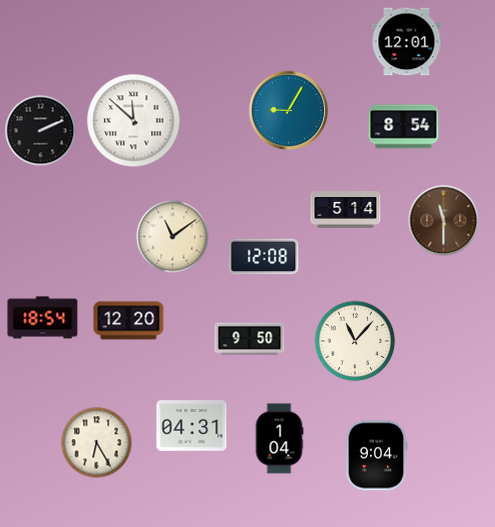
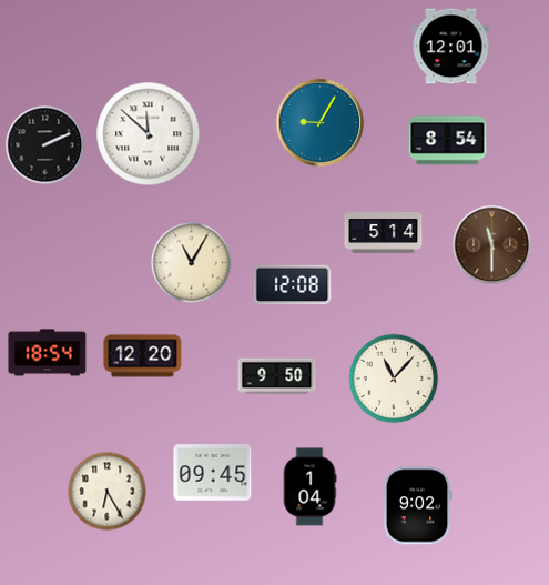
clock at (173, 237): 11:09 -> 11:05
clock at (192, 426): 04:31 -> 09:45
clock at (376, 456): 9:04 -> 9:02
